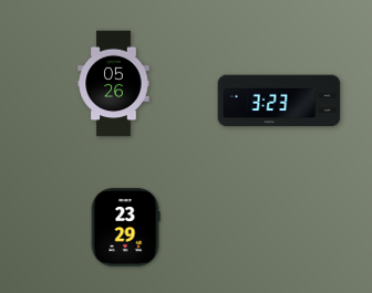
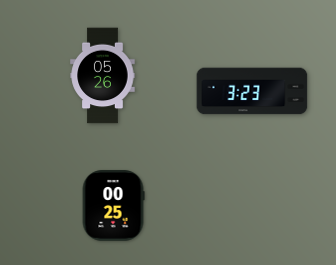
clock at (125, 228): 23:29 -> 00:25
